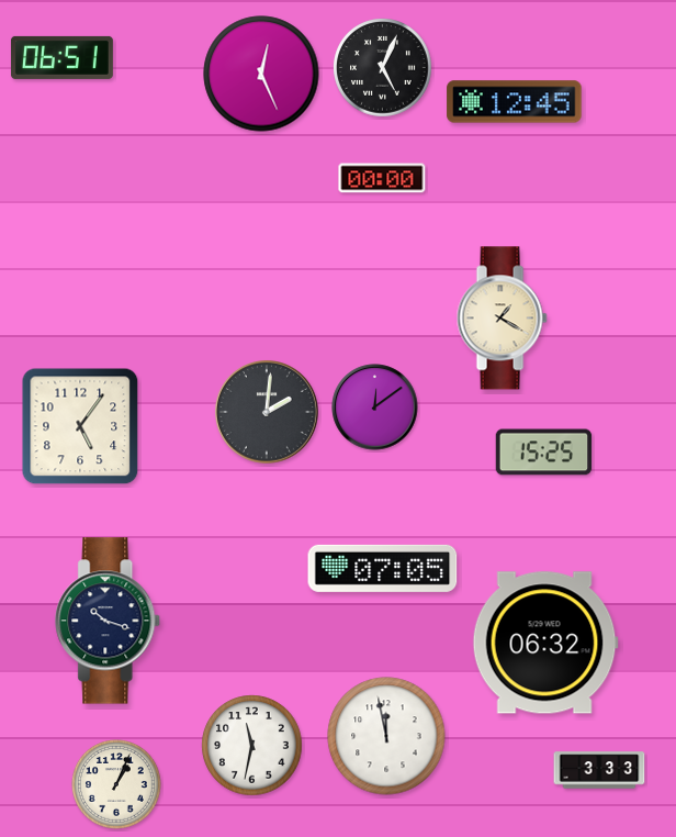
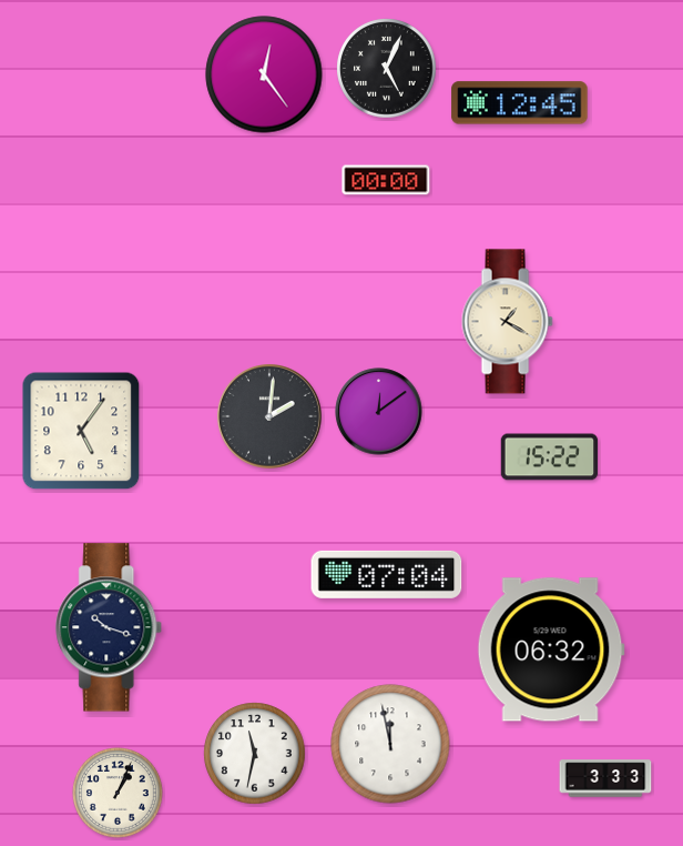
clock at (61, 57): 06:51 -> none
clock at (261, 74): 12:26 -> 12:24
clock at (544, 453): 15:25 -> 15:22
clock at (383, 568): 07:05 -> 07:04
